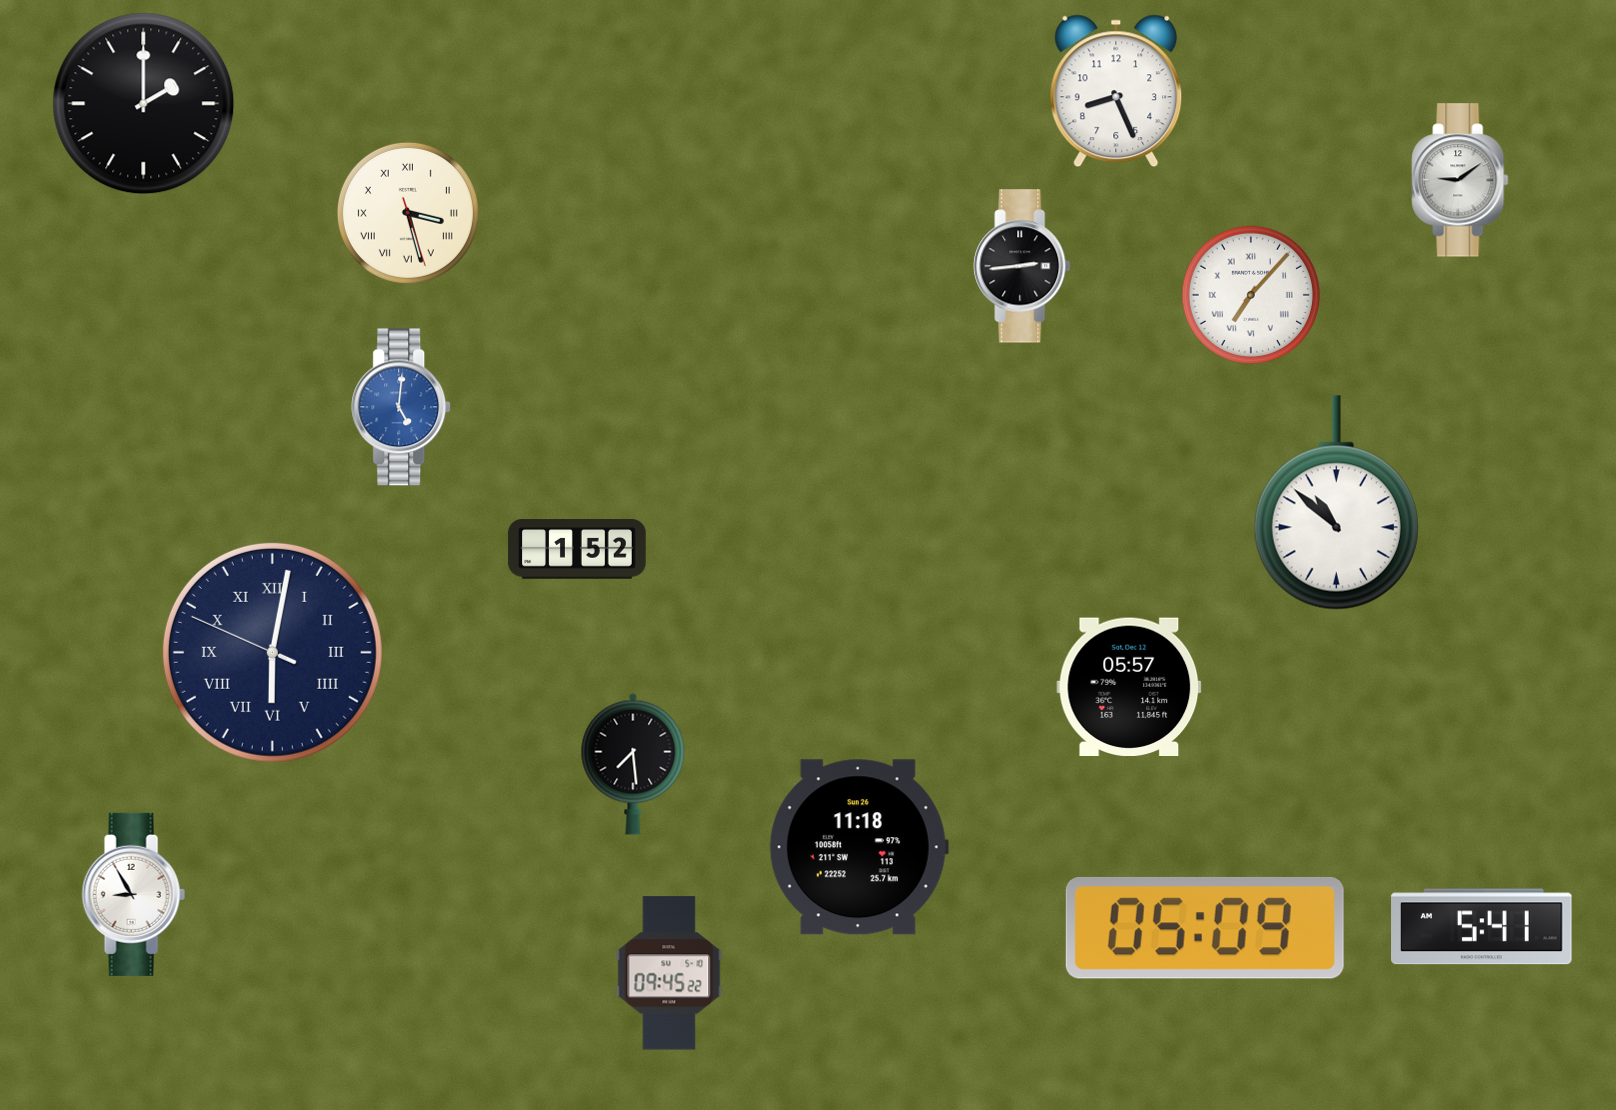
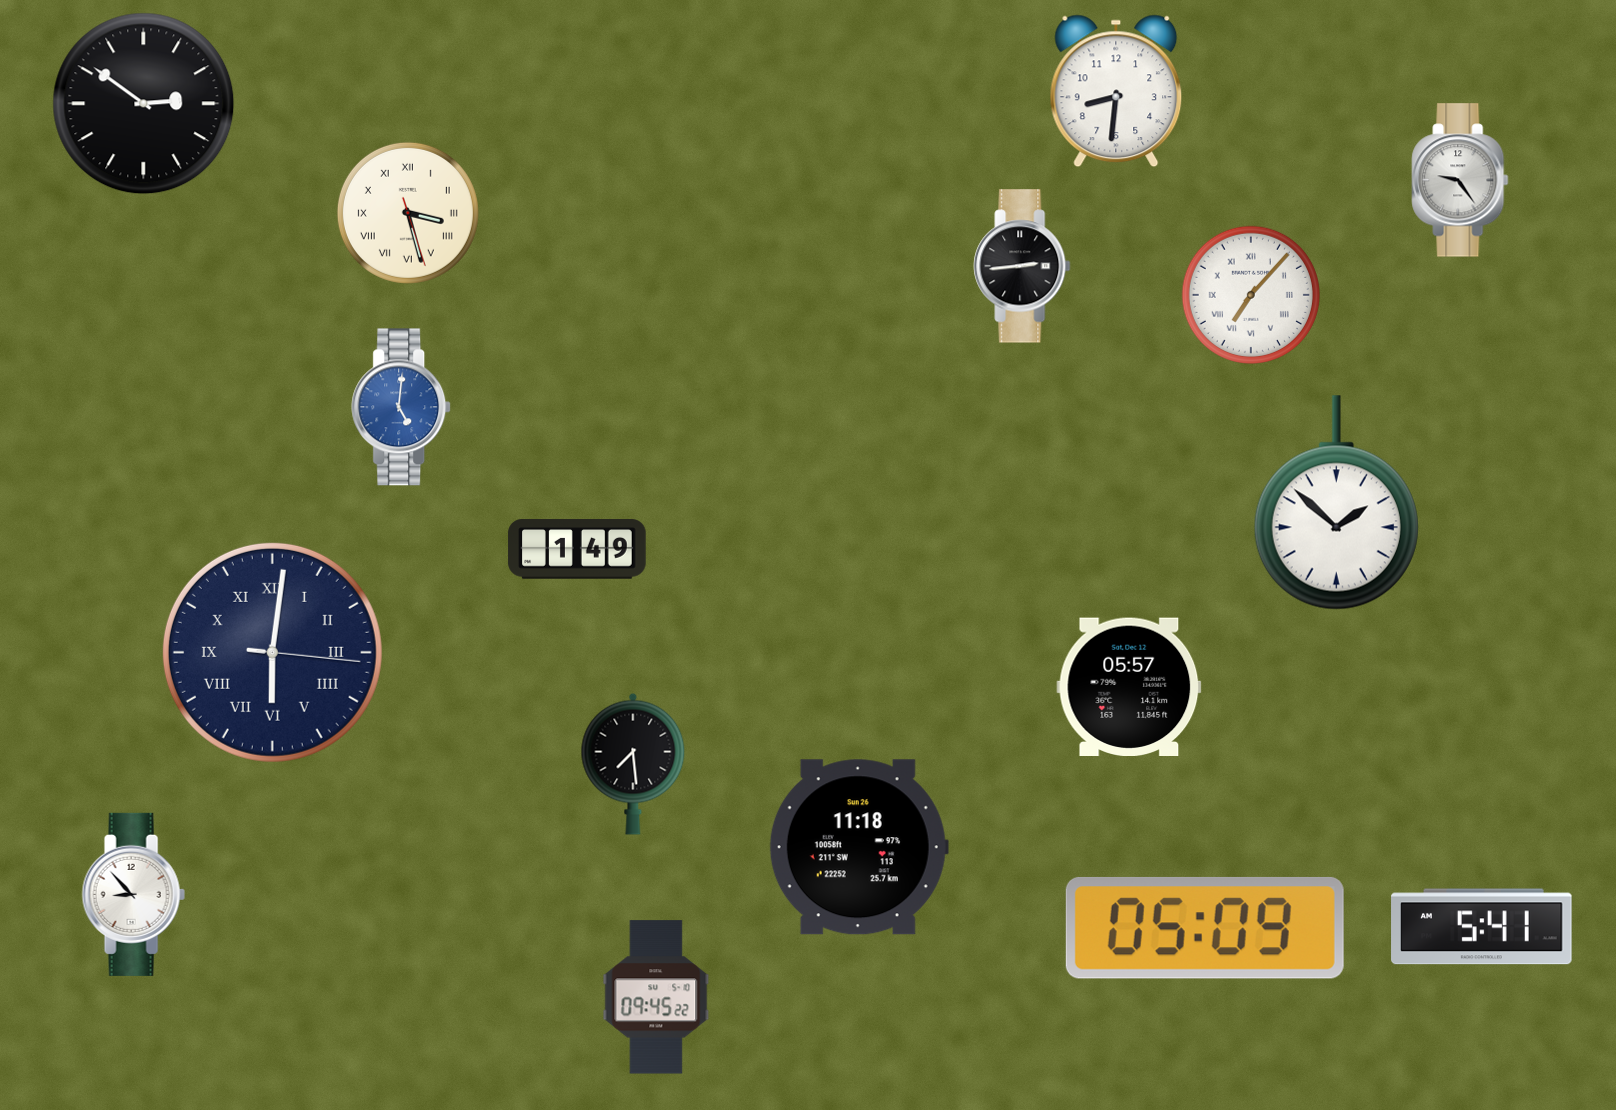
clock at (1116, 91): 8:26 -> 8:31
clock at (144, 104): 2:00 -> 2:51
clock at (1460, 180): 9:09 -> 9:24
clock at (1336, 503): 10:52 -> 1:52
clock at (577, 549): 1:52 -> 1:49
clock at (272, 652): 6:01:49 -> 6:01:16
clock at (133, 894): 8:55 -> 8:53
clock at (669, 973) position: (669, 973) -> (656, 997)
